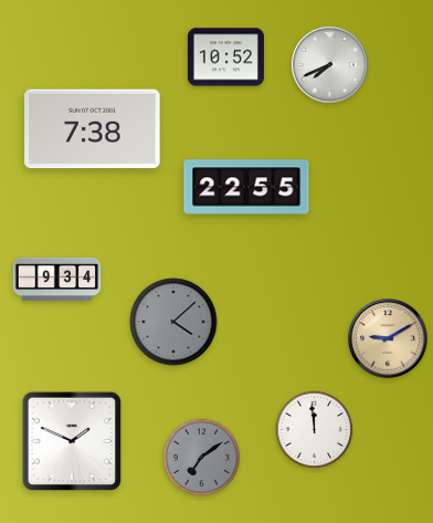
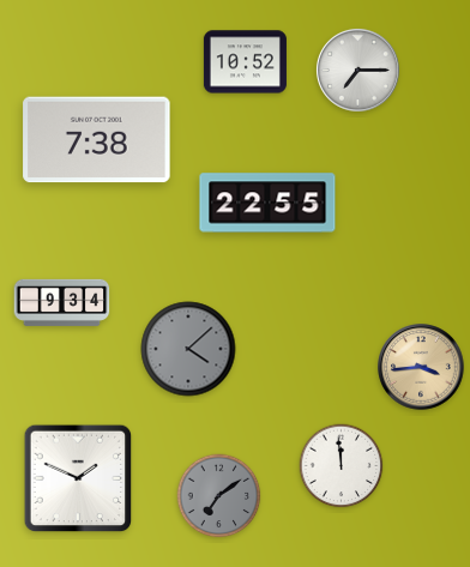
clock at (329, 64): 7:41 -> 7:15
clock at (93, 129) position: (93, 129) -> (97, 140)
clock at (388, 338): 9:10 -> 3:44
